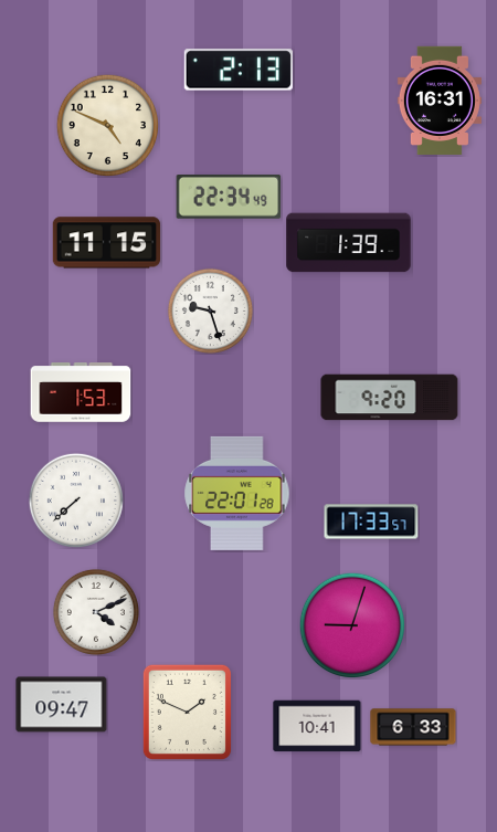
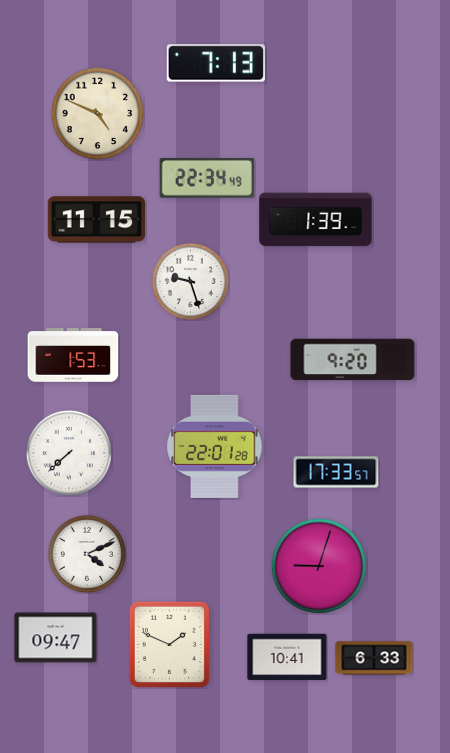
clock at (239, 70): 2:13 -> 7:13
clock at (440, 99): 16:31 -> none
